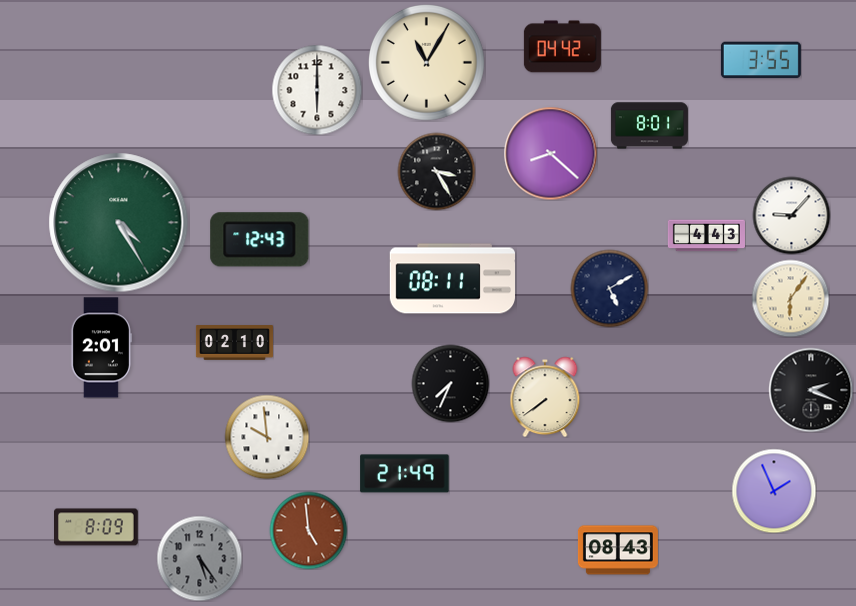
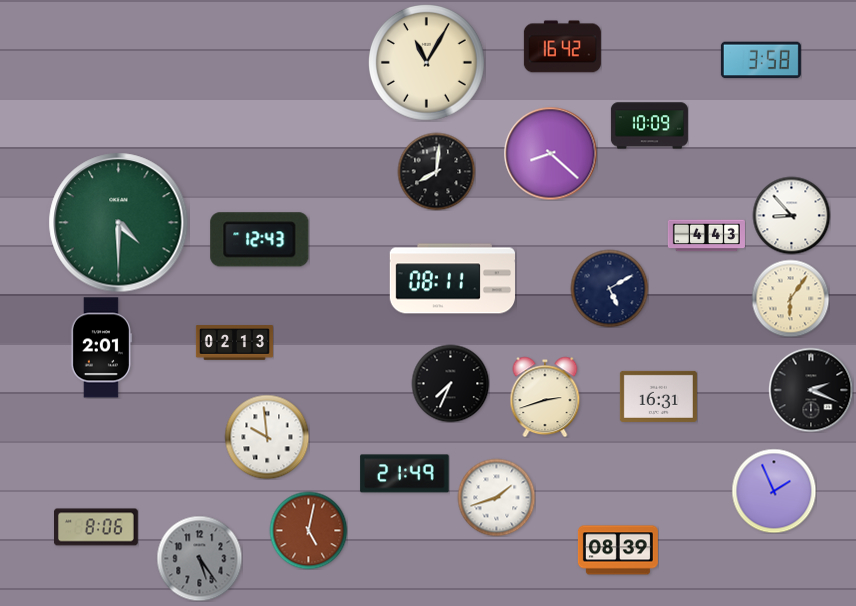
clock at (562, 47): 04:42 -> 16:42
clock at (761, 60): 3:55 -> 3:58
clock at (317, 90): 6:00 -> none
clock at (649, 126): 8:01 -> 10:09
clock at (436, 171): 3:25 -> 8:01
clock at (791, 215): 9:07 -> 8:53
clock at (119, 223): 4:25 -> 4:30
clock at (234, 343): 02:10 -> 02:13
clock at (658, 396): none -> 16:31
clock at (545, 397): 7:39 -> 2:42
clock at (496, 497): none -> 1:42
clock at (96, 527): 8:09 -> 8:06
clock at (308, 530): 4:59 -> 5:02
clock at (618, 550): 08:43 -> 08:39
